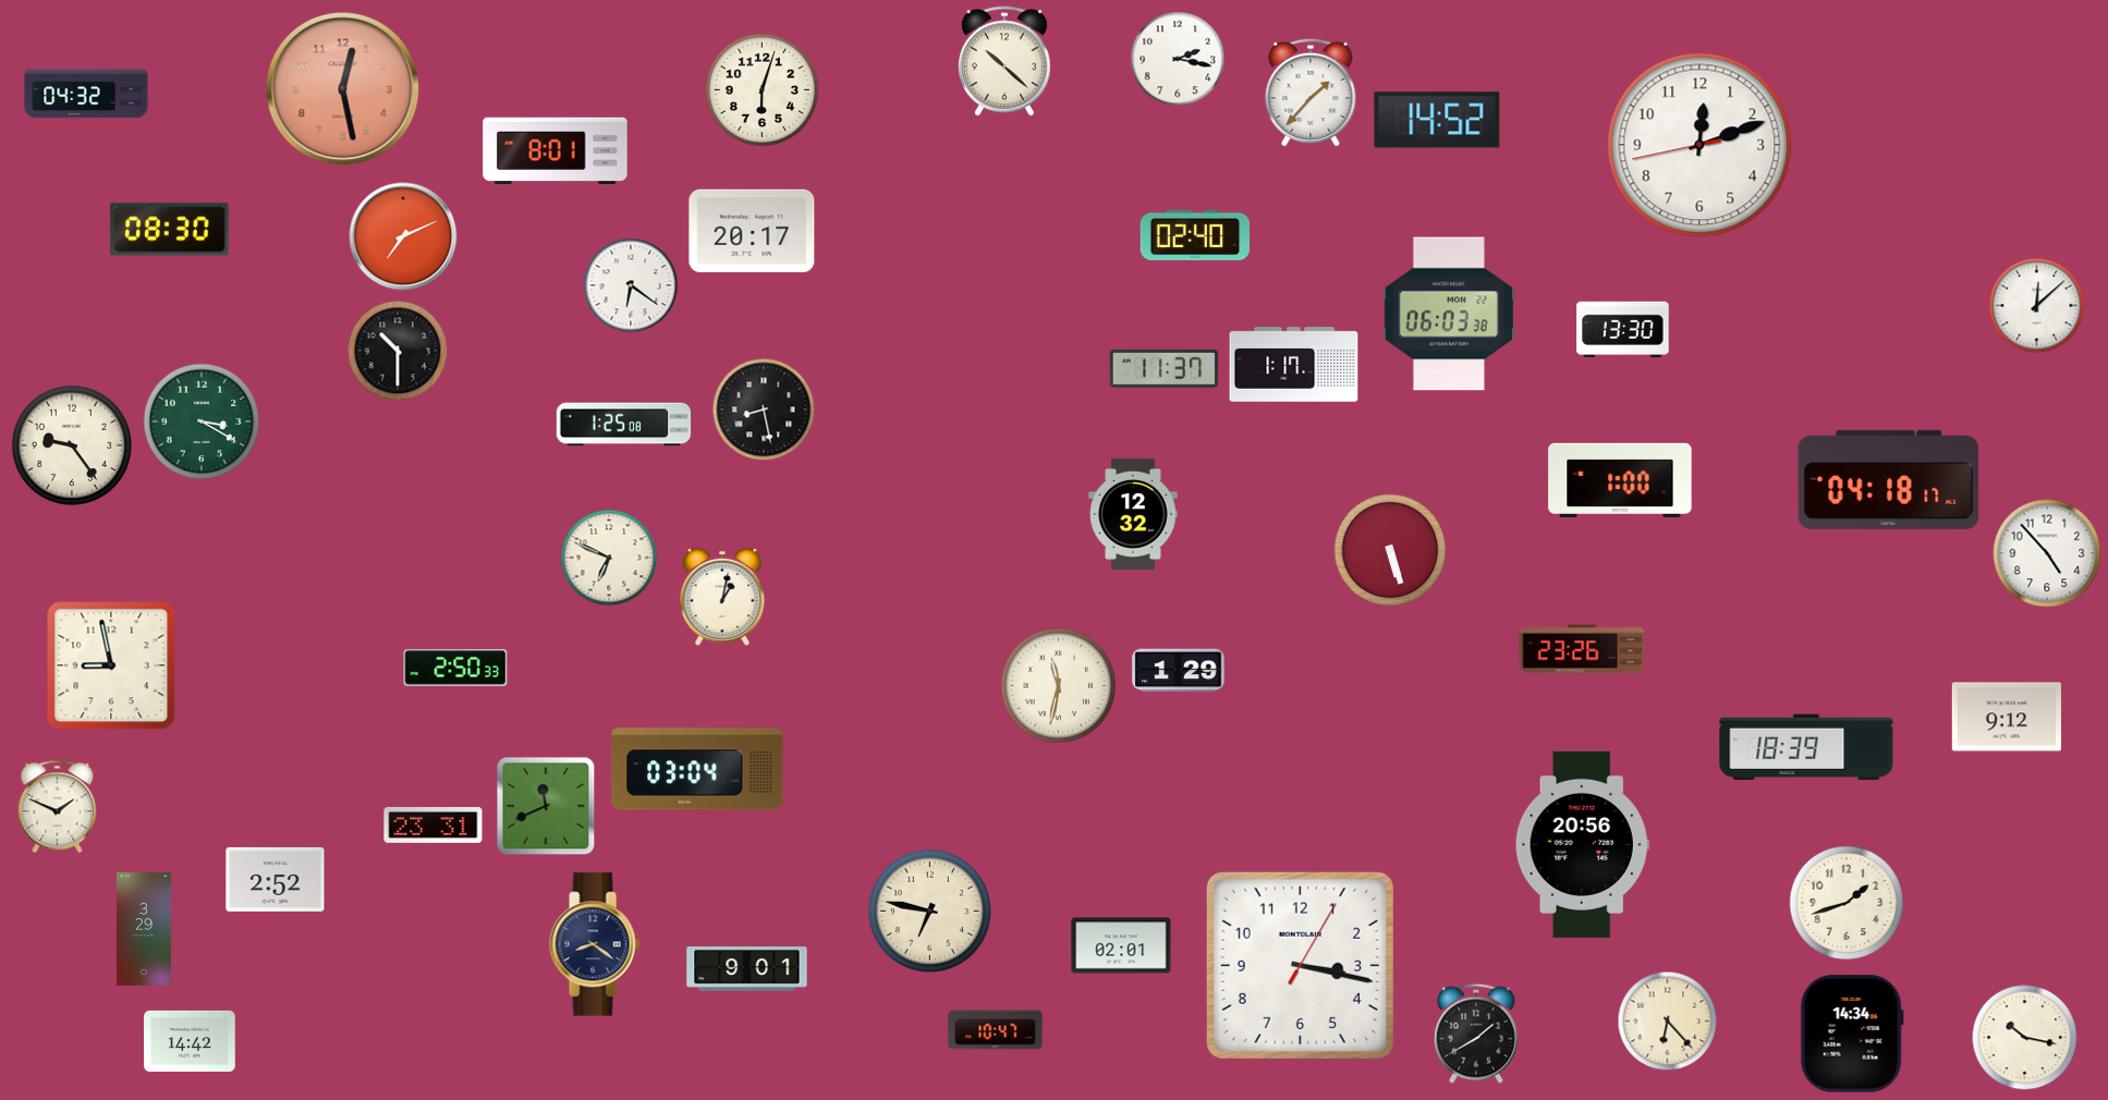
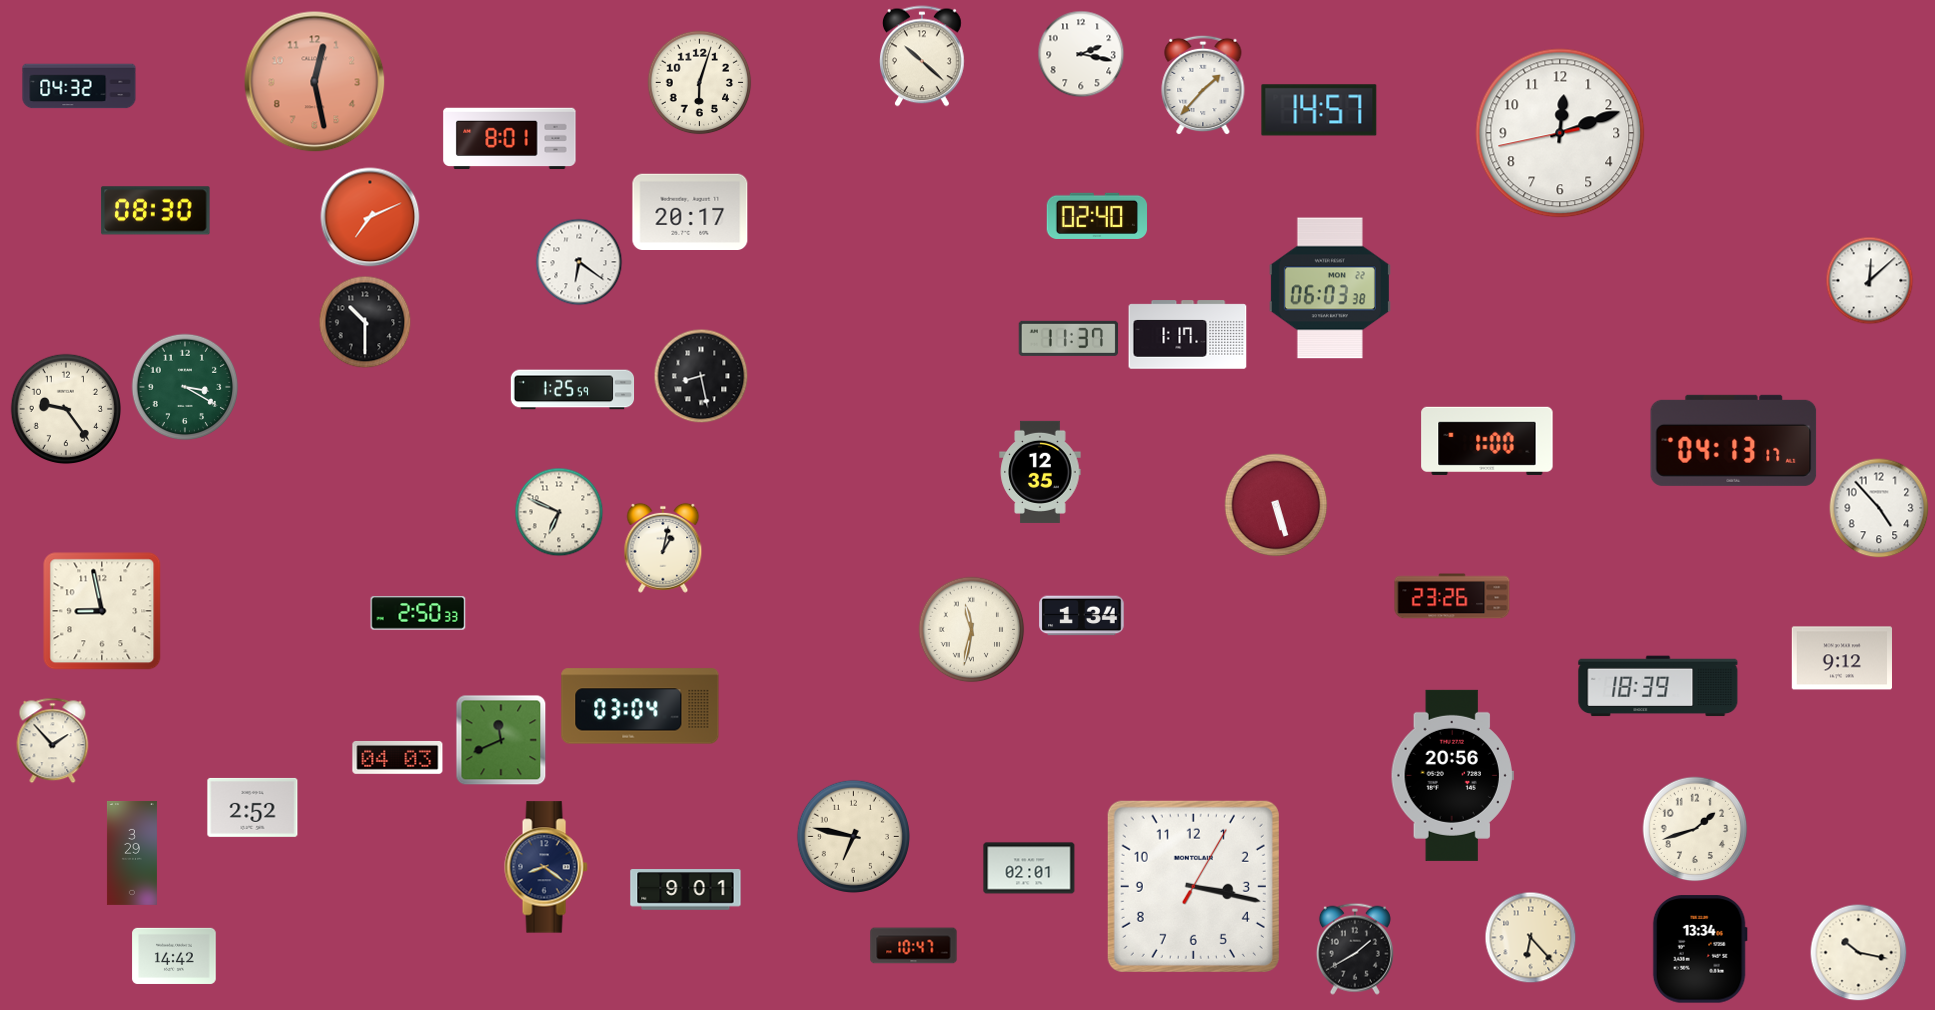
clock at (1437, 120): 14:52 -> 14:57
clock at (1623, 329): 13:30 -> none
clock at (624, 425): 1:25:08 -> 1:25:59
clock at (1889, 479): 04:18 -> 04:13
clock at (1133, 514): 12:32 -> 12:35
clock at (1179, 671): 1:29 -> 1:34
clock at (58, 807): 1:49 -> 1:53
clock at (434, 824): 23:31 -> 04:03
clock at (1852, 1034): 14:34 -> 13:34
